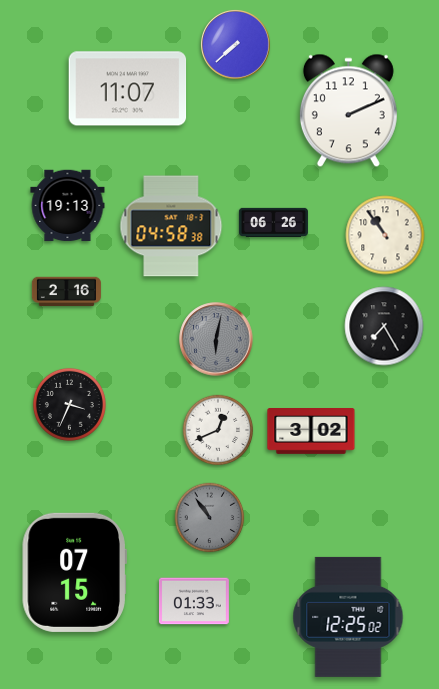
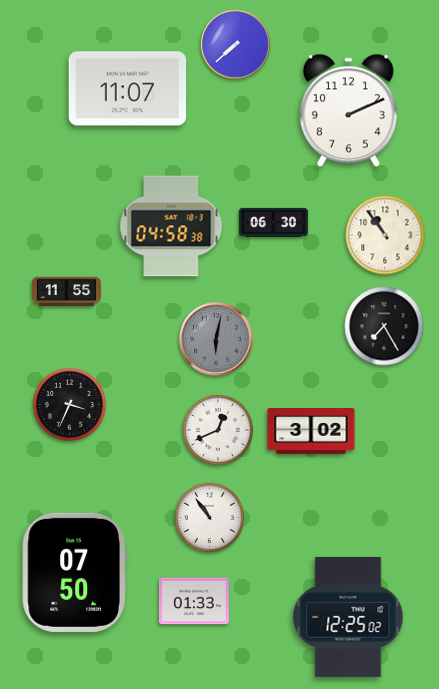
clock at (68, 206): 19:13 -> none
clock at (273, 222): 06:26 -> 06:30
clock at (66, 292): 2:16 -> 11:55
clock at (210, 518) dial: grey -> white
clock at (74, 572): 07:15 -> 07:50
